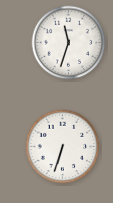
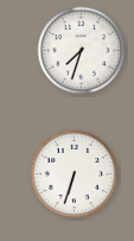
clock at (69, 43): 11:33 -> 7:33
